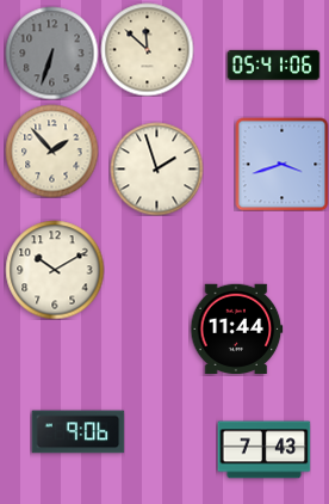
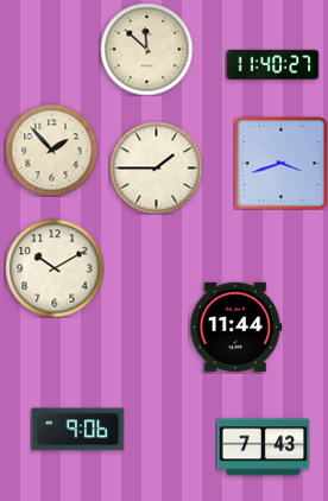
clock at (51, 53): 6:33 -> none
clock at (273, 64): 05:41 -> 11:40
clock at (156, 168): 1:57 -> 1:45
